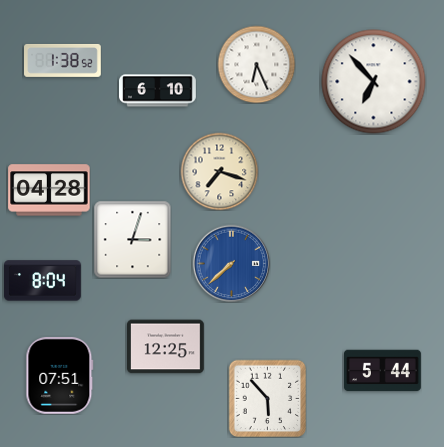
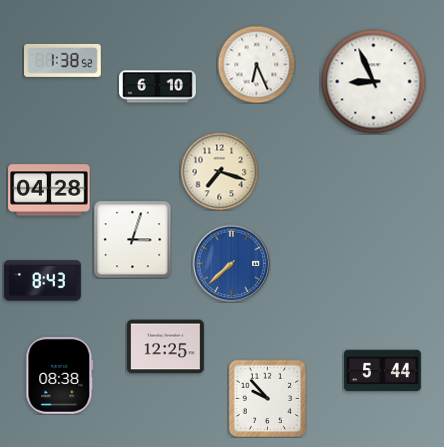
clock at (374, 82): 6:53 -> 8:56
clock at (158, 91) position: (158, 91) -> (158, 87)
clock at (43, 281): 8:04 -> 8:43
clock at (60, 375): 07:51 -> 08:38
clock at (267, 398): 5:53 -> 9:53
